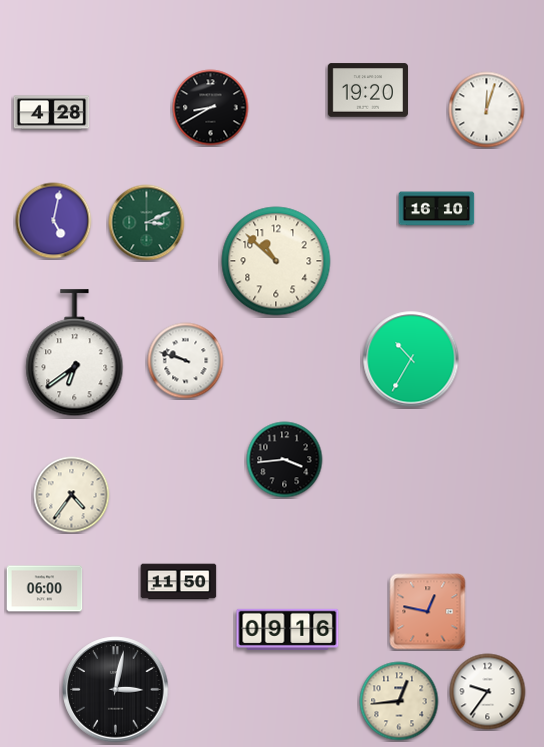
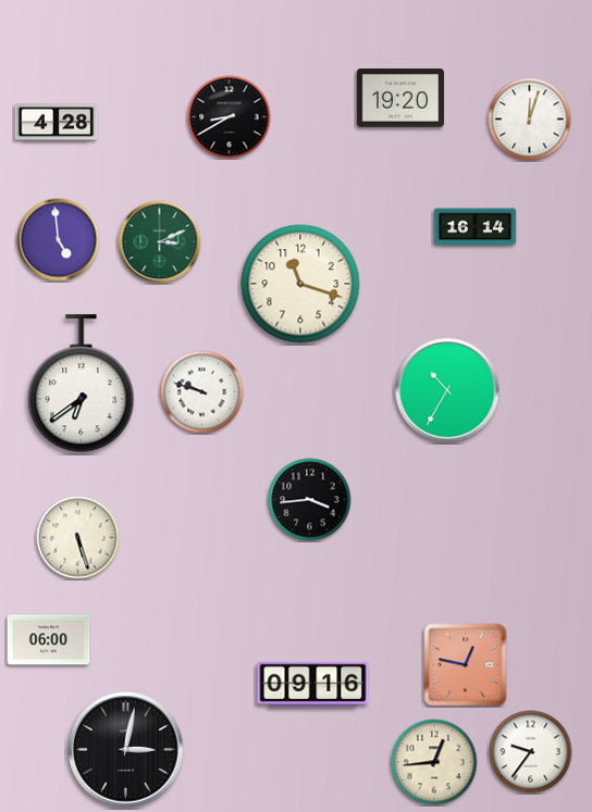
clock at (437, 209): 16:10 -> 16:14
clock at (54, 221): 5:02 -> 4:59
clock at (276, 261): 10:52 -> 11:18
clock at (72, 495): 4:36 -> 5:27
clock at (179, 582): 11:50 -> none
